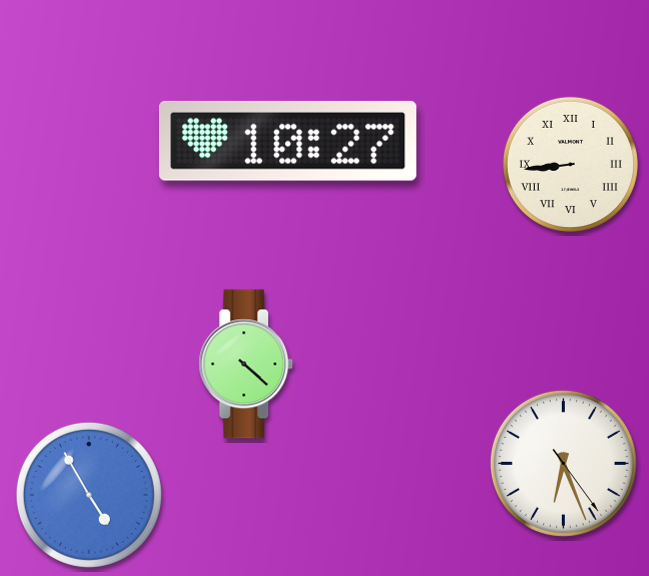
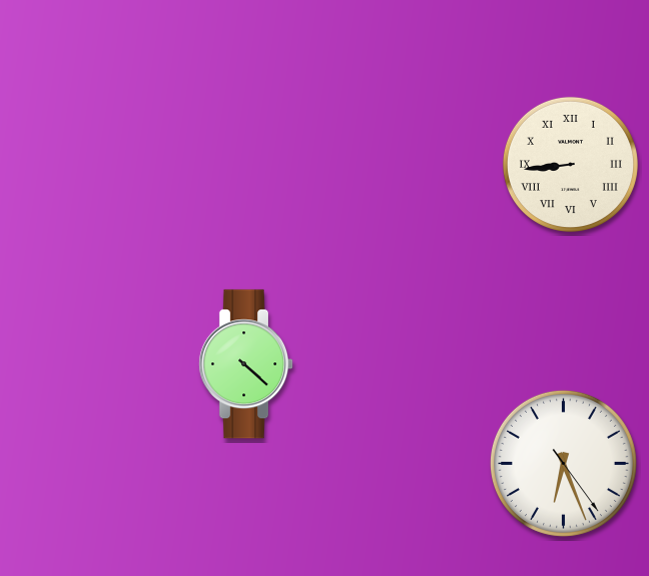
clock at (289, 141): 10:27 -> none
clock at (89, 495): 4:55 -> none
